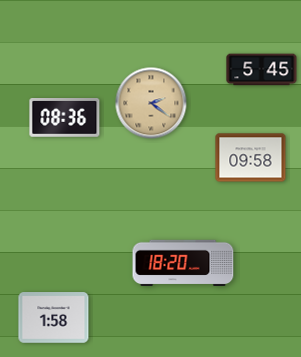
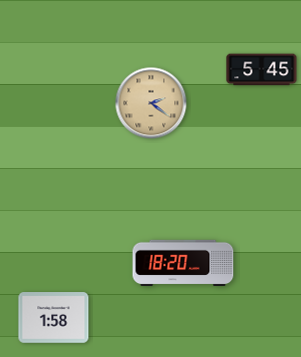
clock at (65, 118): 08:36 -> none
clock at (251, 158): 09:58 -> none
